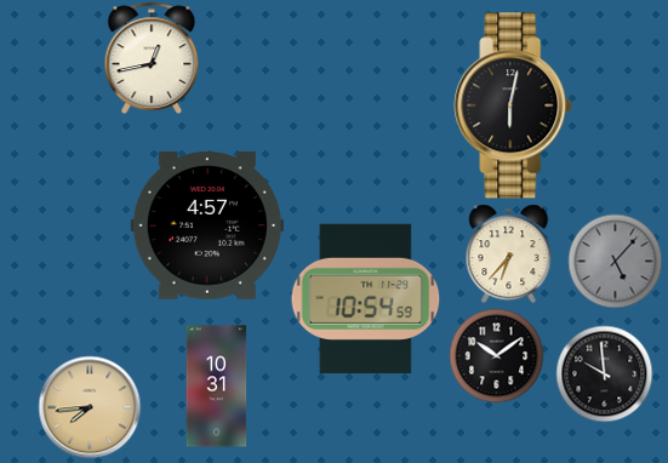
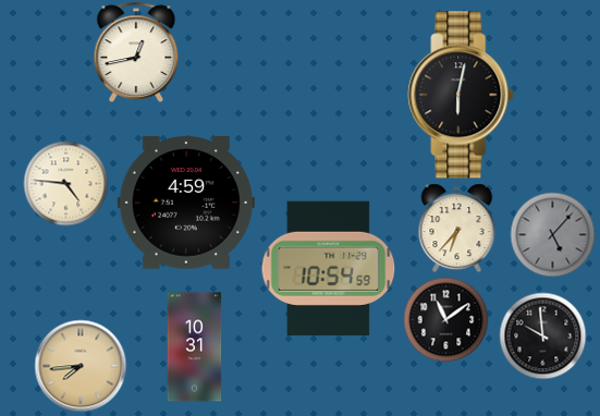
clock at (65, 183): none -> 4:46
clock at (207, 227): 4:57 -> 4:59
clock at (496, 355): 10:09 -> 11:09
